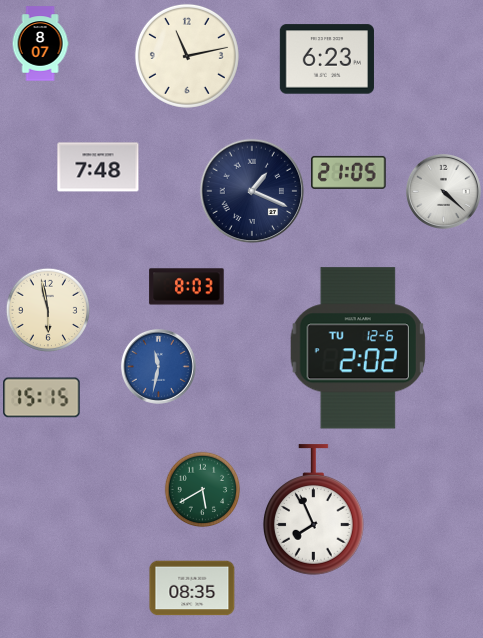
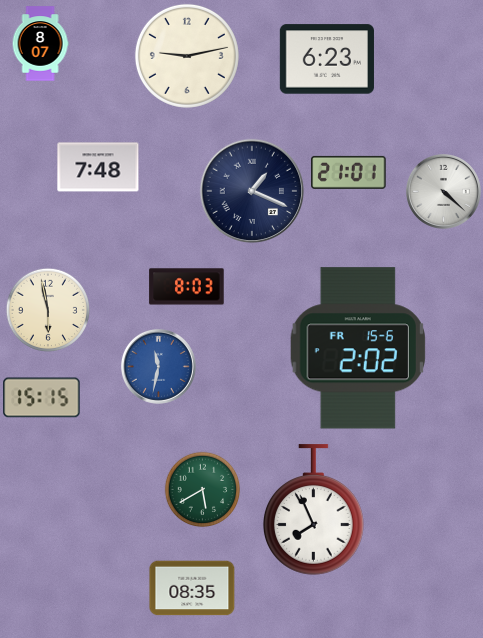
clock at (187, 56): 11:13 -> 9:13
clock at (349, 172): 21:05 -> 21:01
clock at (358, 348) date: TU 12-6 -> FR 15-6
